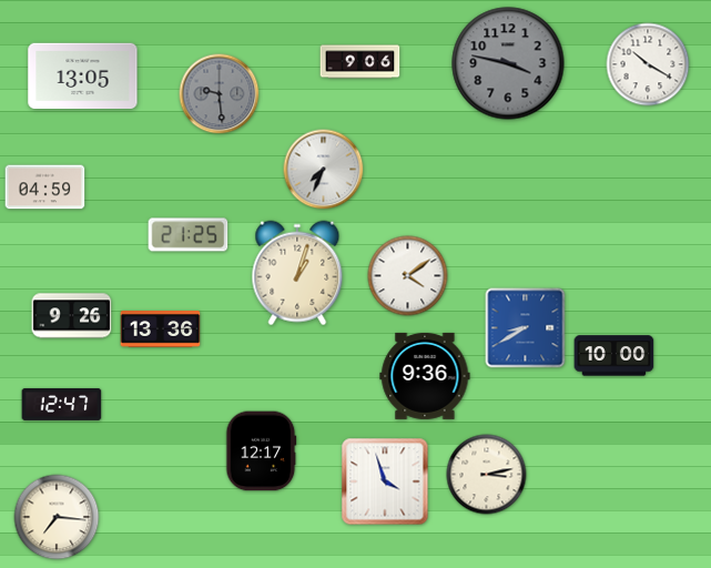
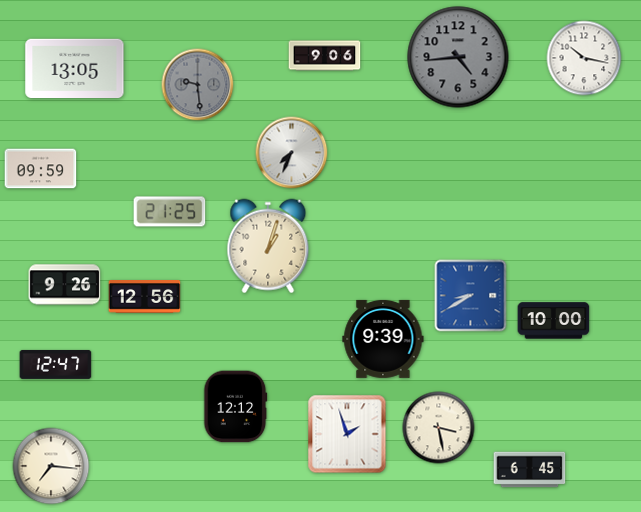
clock at (508, 63): 3:47 -> 4:44
clock at (648, 64): 10:20 -> 10:17
clock at (45, 187): 04:59 -> 09:59
clock at (408, 276): 4:09 -> none
clock at (526, 328) position: (526, 328) -> (471, 296)
clock at (161, 329): 13:36 -> 12:56
clock at (425, 376): 9:36 -> 9:39
clock at (262, 452): 12:17 -> 12:12
clock at (487, 475): 3:13 -> 3:28
clock at (385, 481): 3:57 -> 1:57
clock at (530, 470): none -> 6:45
